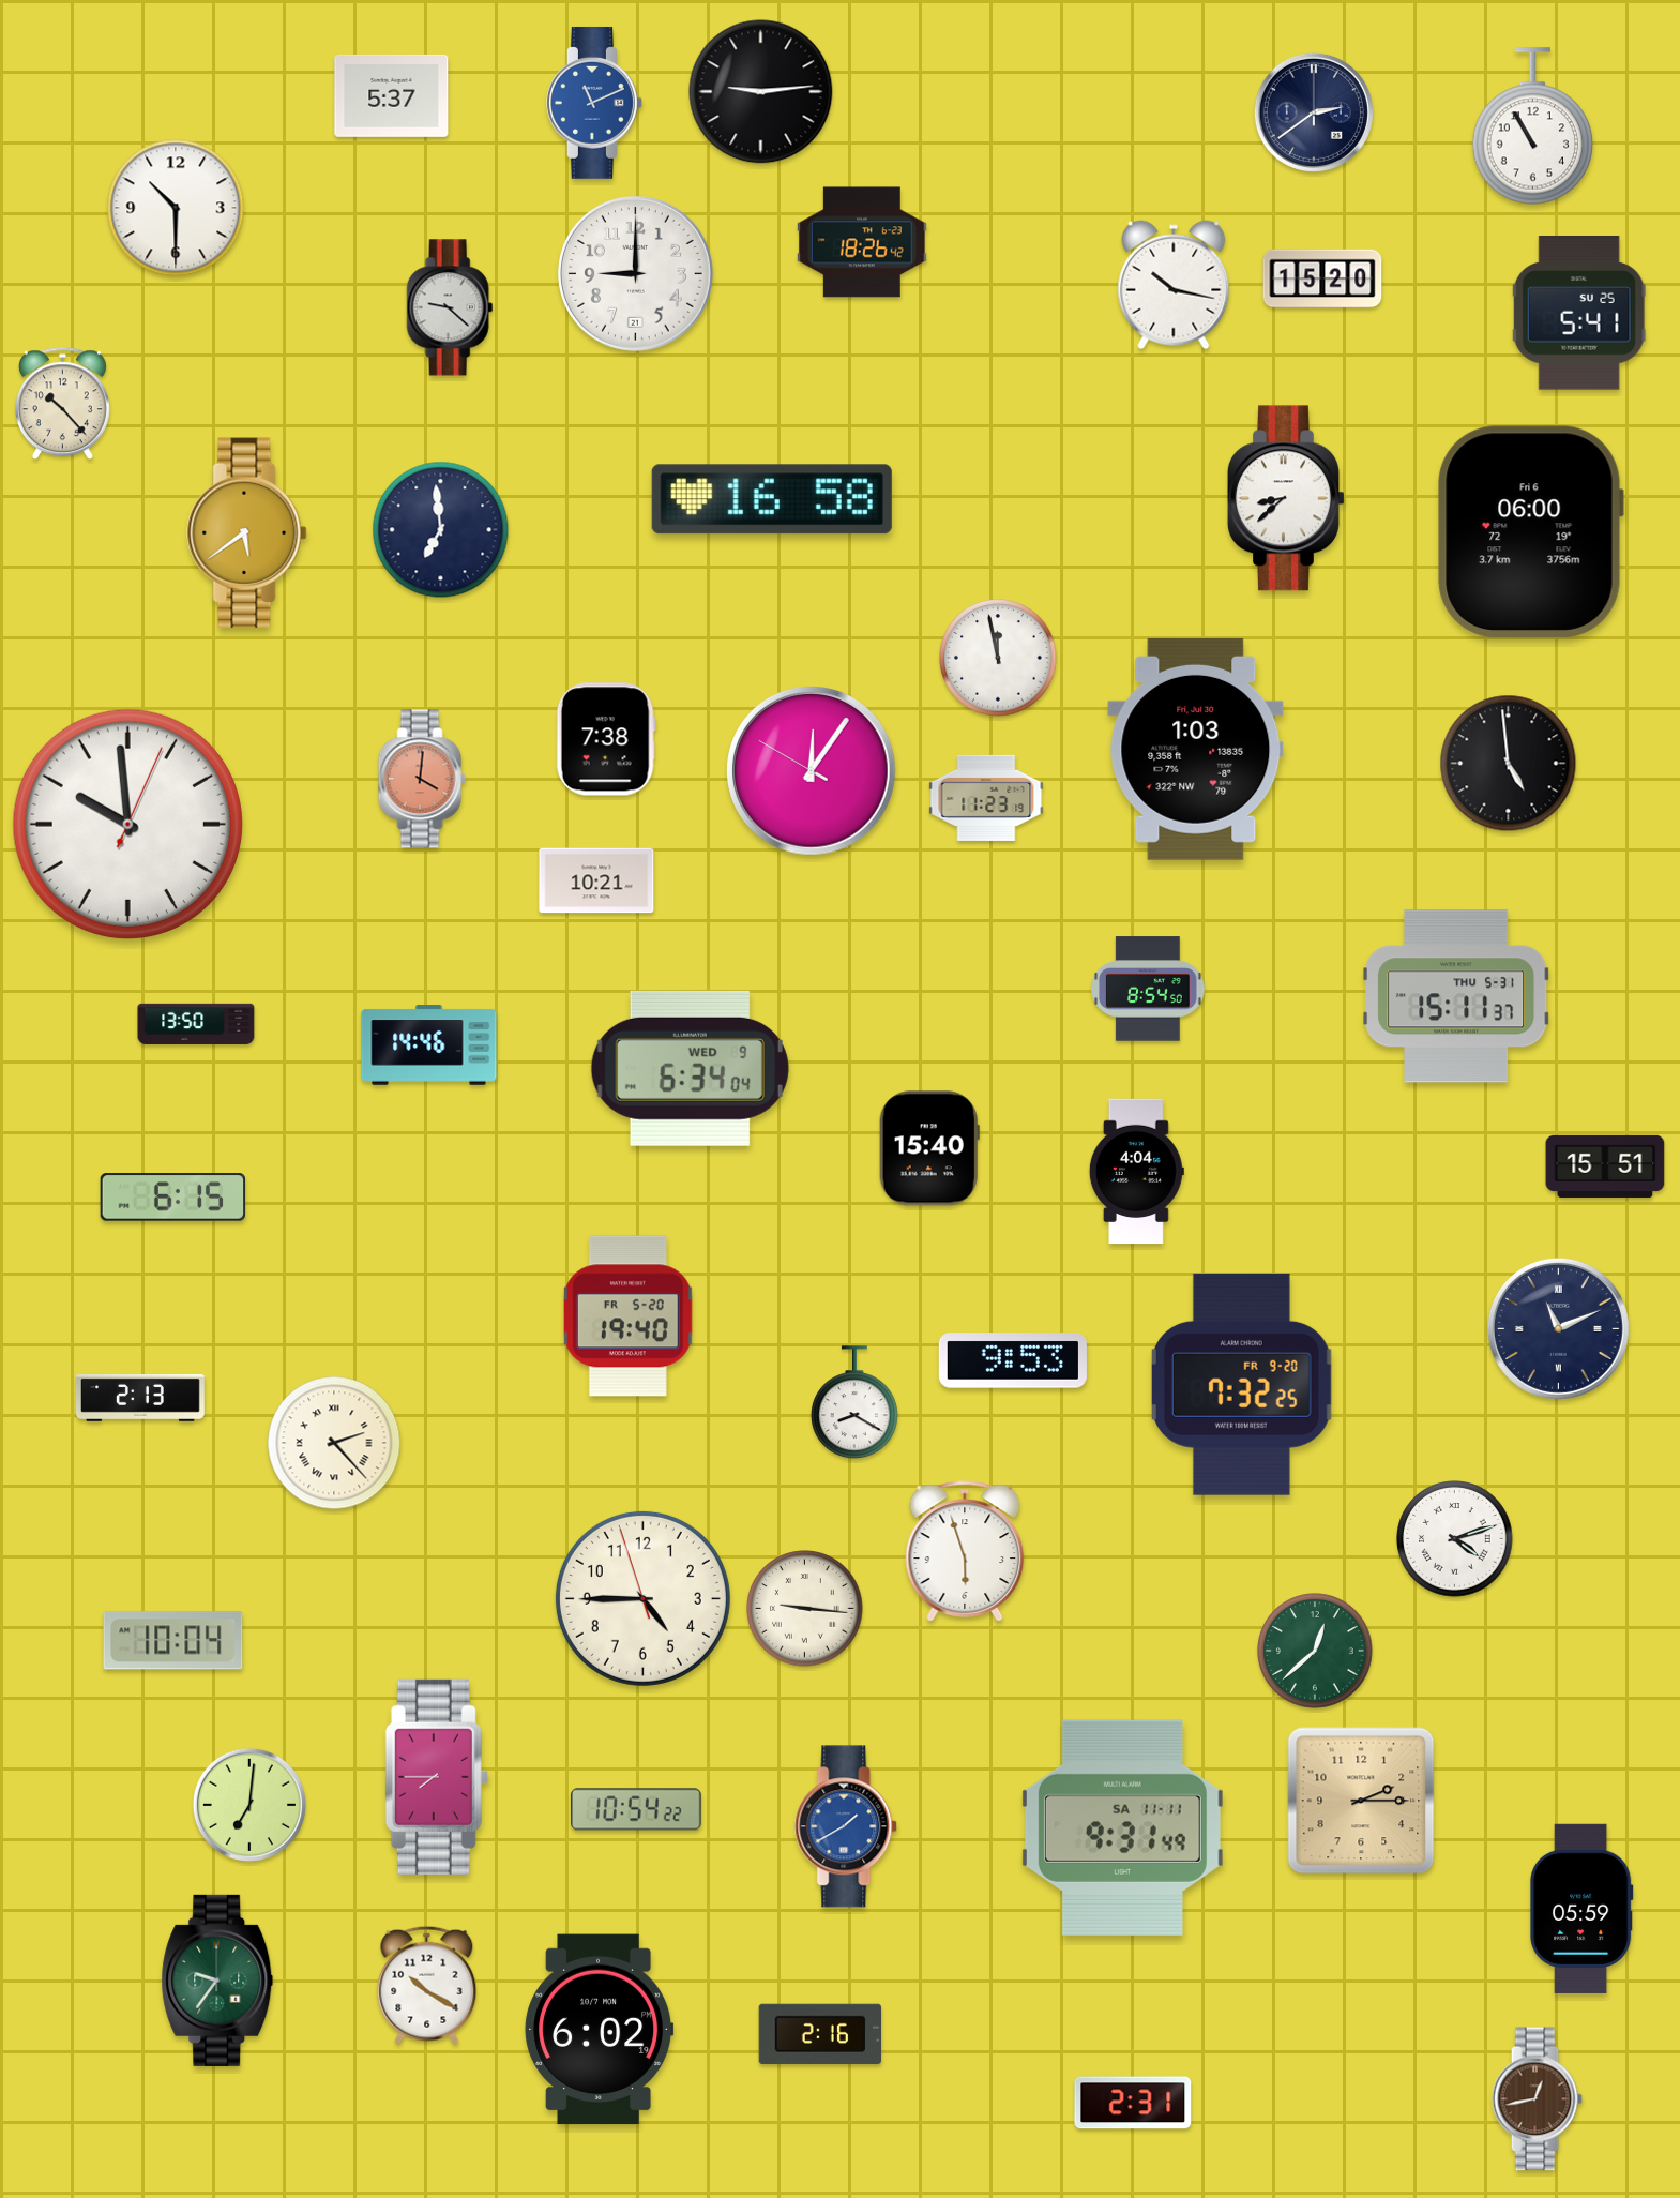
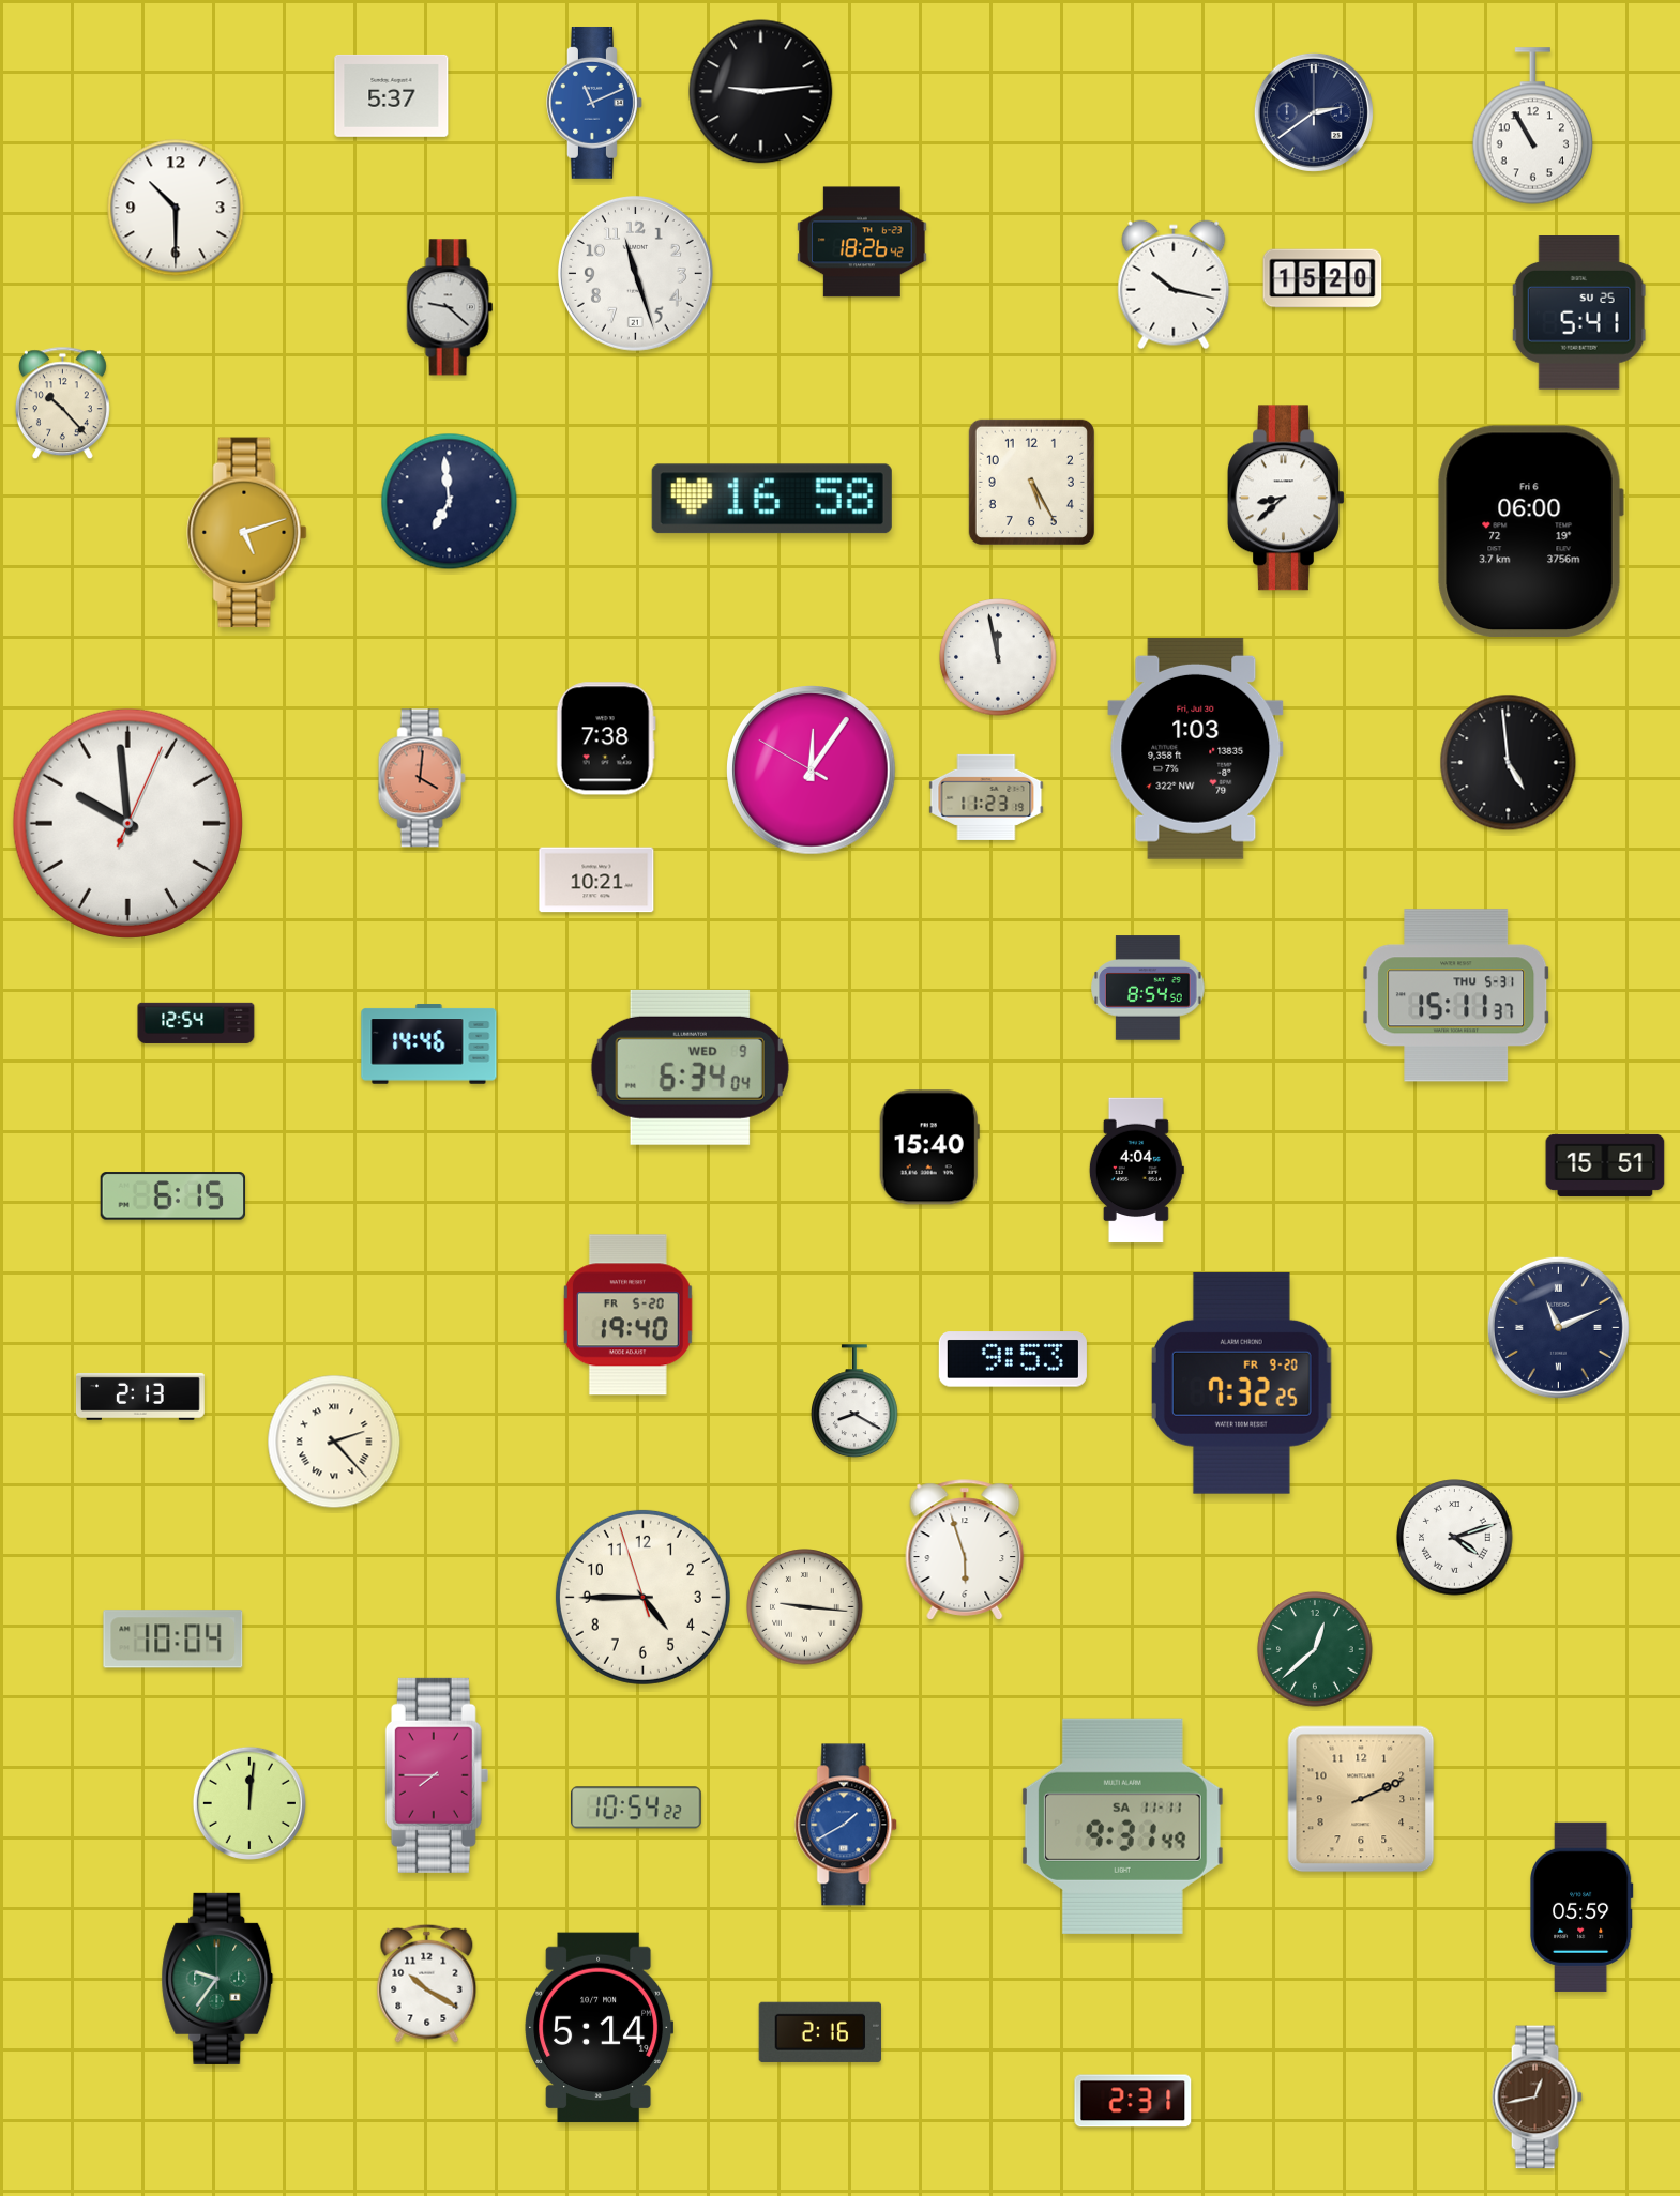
clock at (635, 273): 9:00 -> 11:27
clock at (1031, 482): none -> 5:25
clock at (441, 530) position: (441, 530) -> (450, 502)
clock at (247, 533): 5:39 -> 5:12
clock at (196, 1023): 13:50 -> 12:54
clock at (1361, 1801): 2:15 -> 2:11
clock at (249, 1805): 7:01 -> 12:01
clock at (600, 2030): 6:02 -> 5:14
